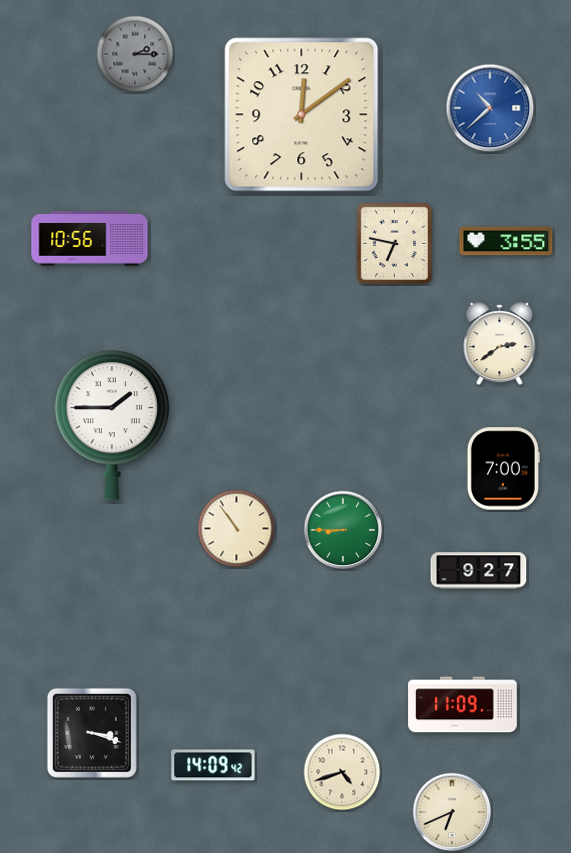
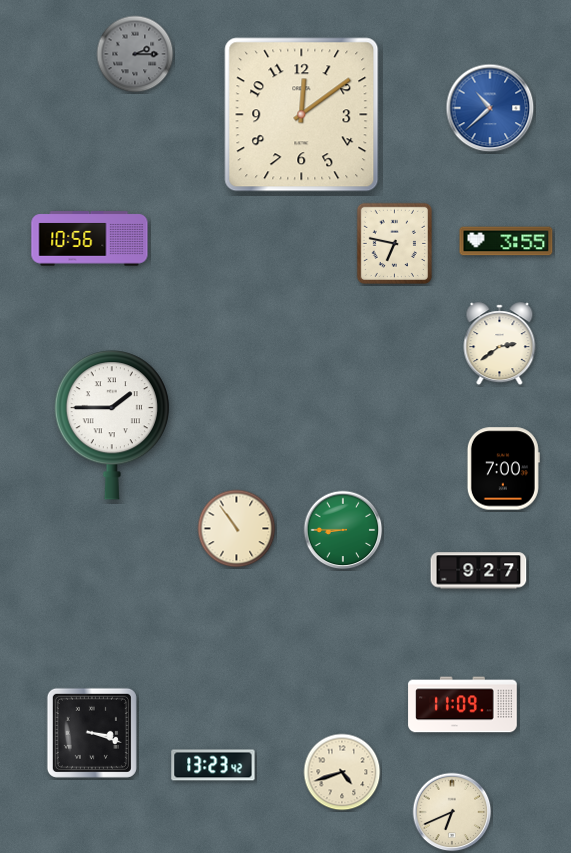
clock at (213, 765): 14:09 -> 13:23
